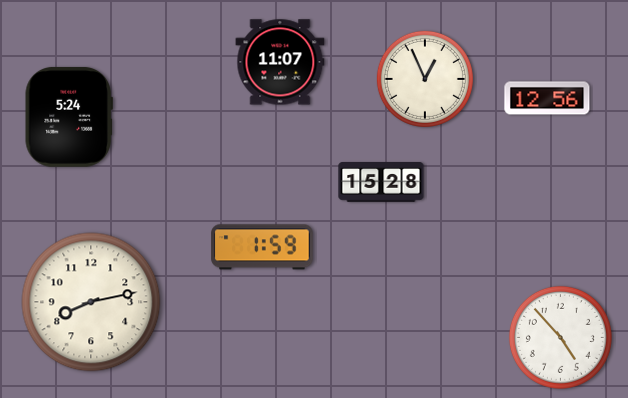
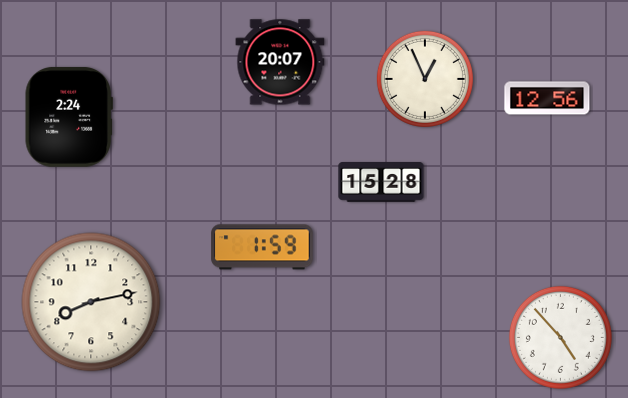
clock at (280, 62): 11:07 -> 20:07
clock at (69, 117): 5:24 -> 2:24
